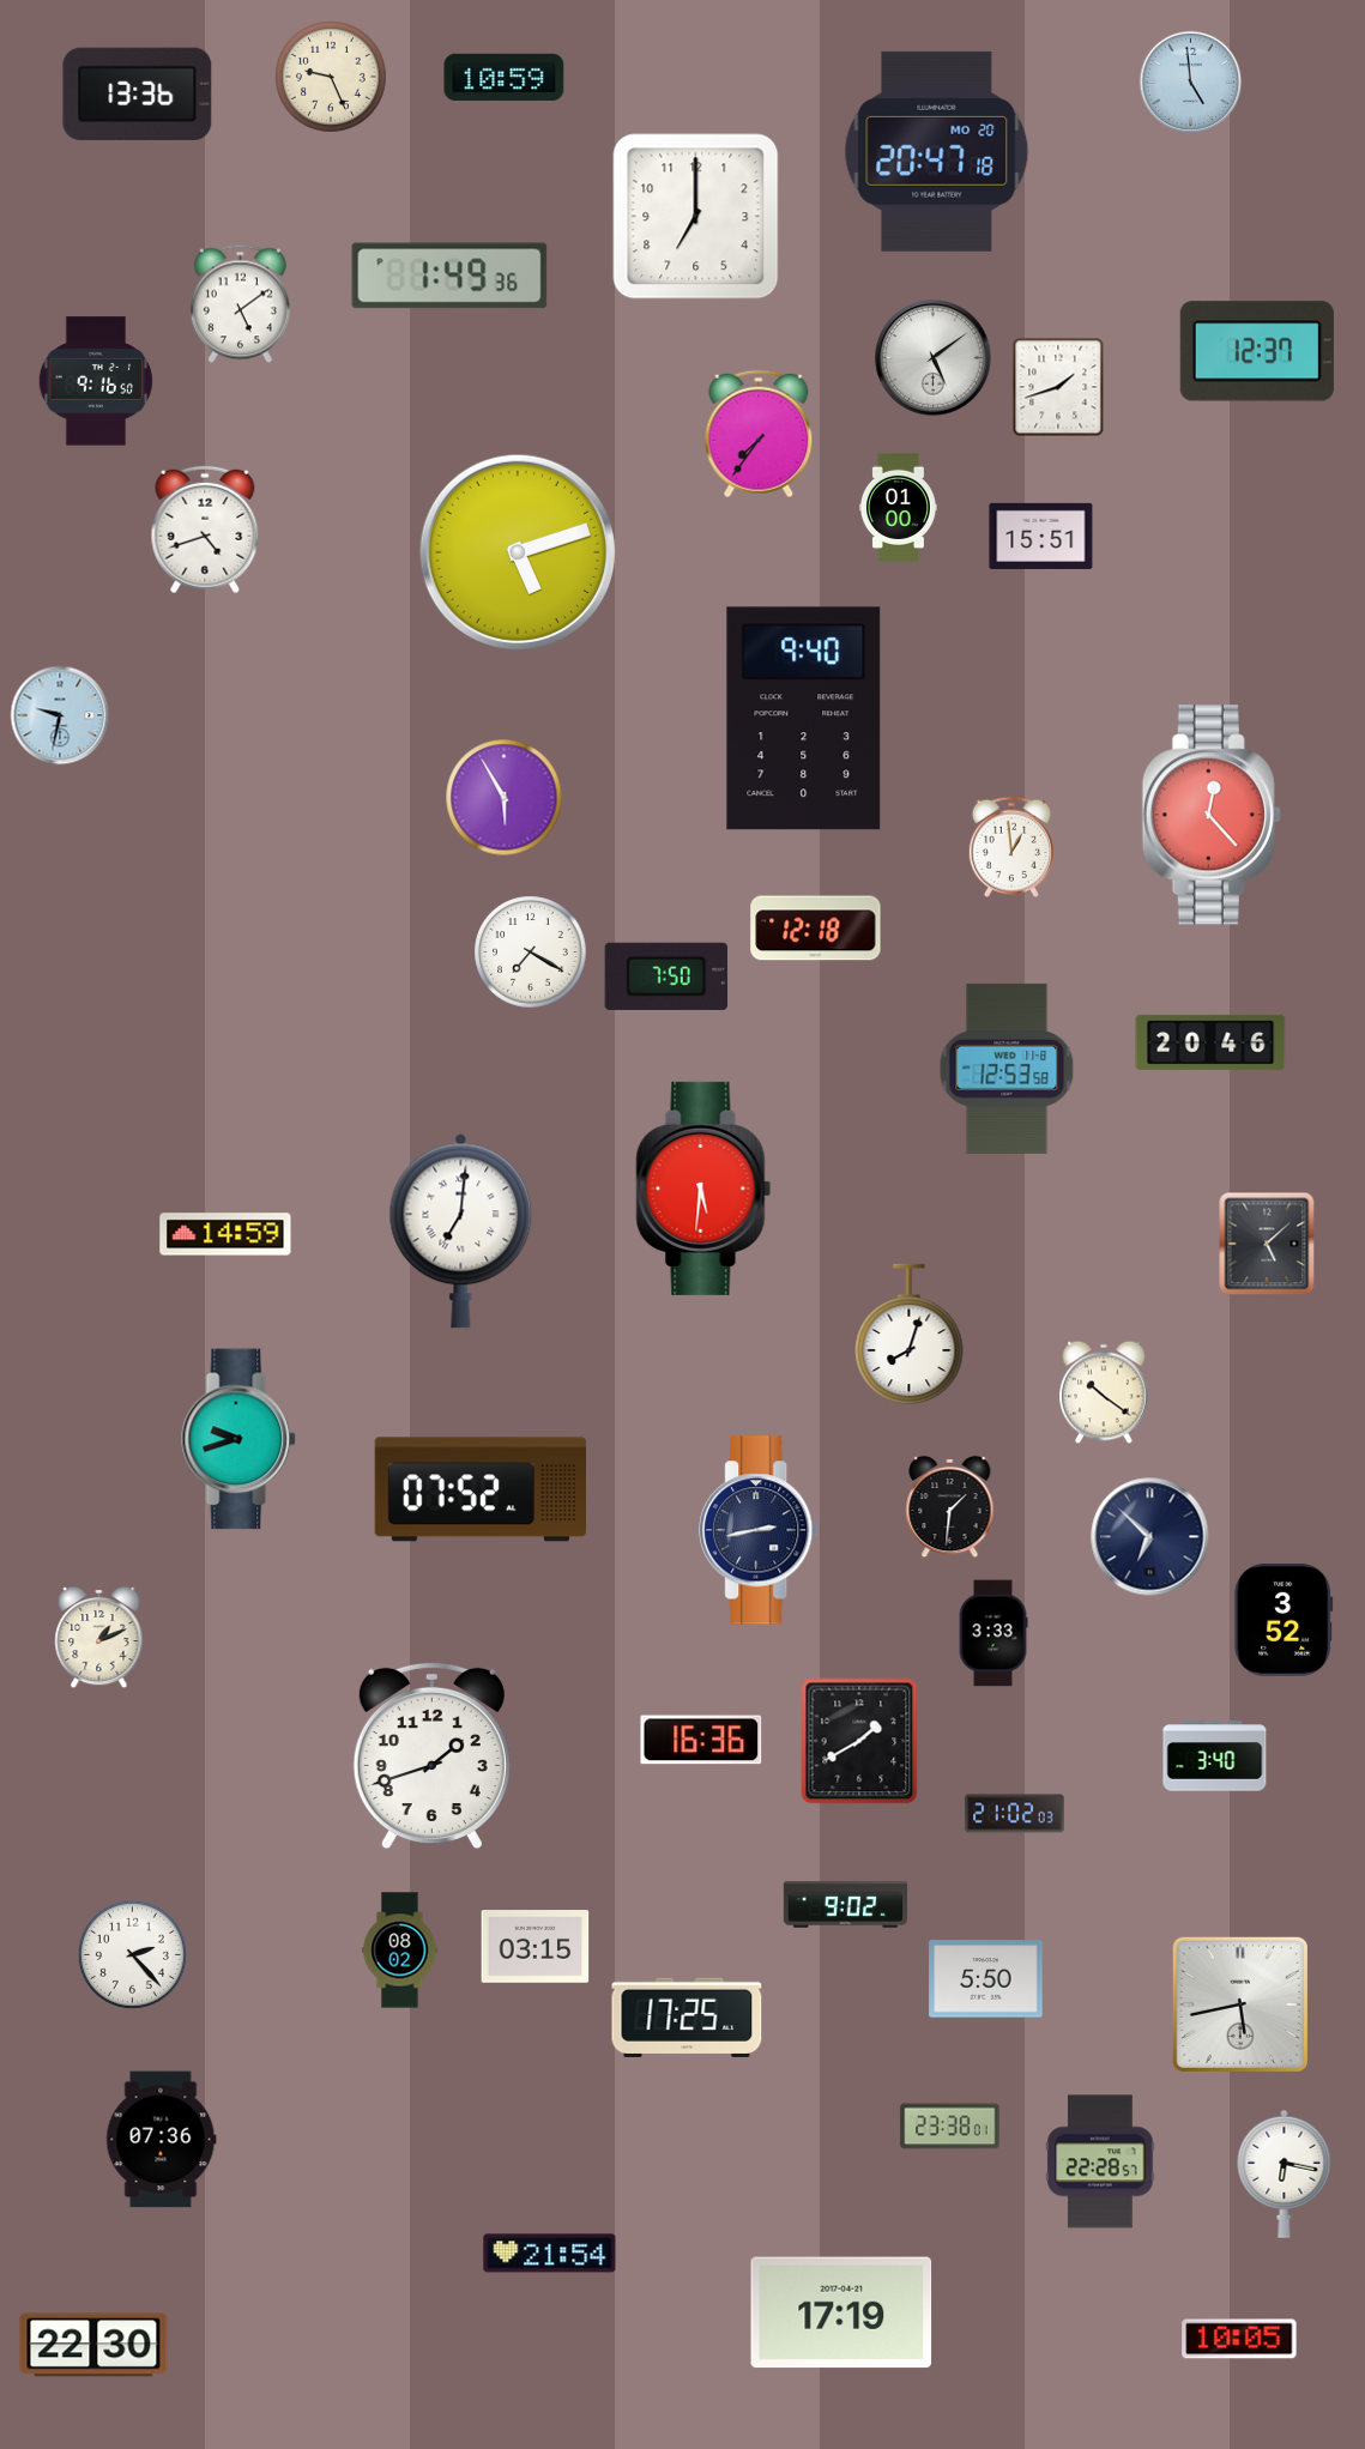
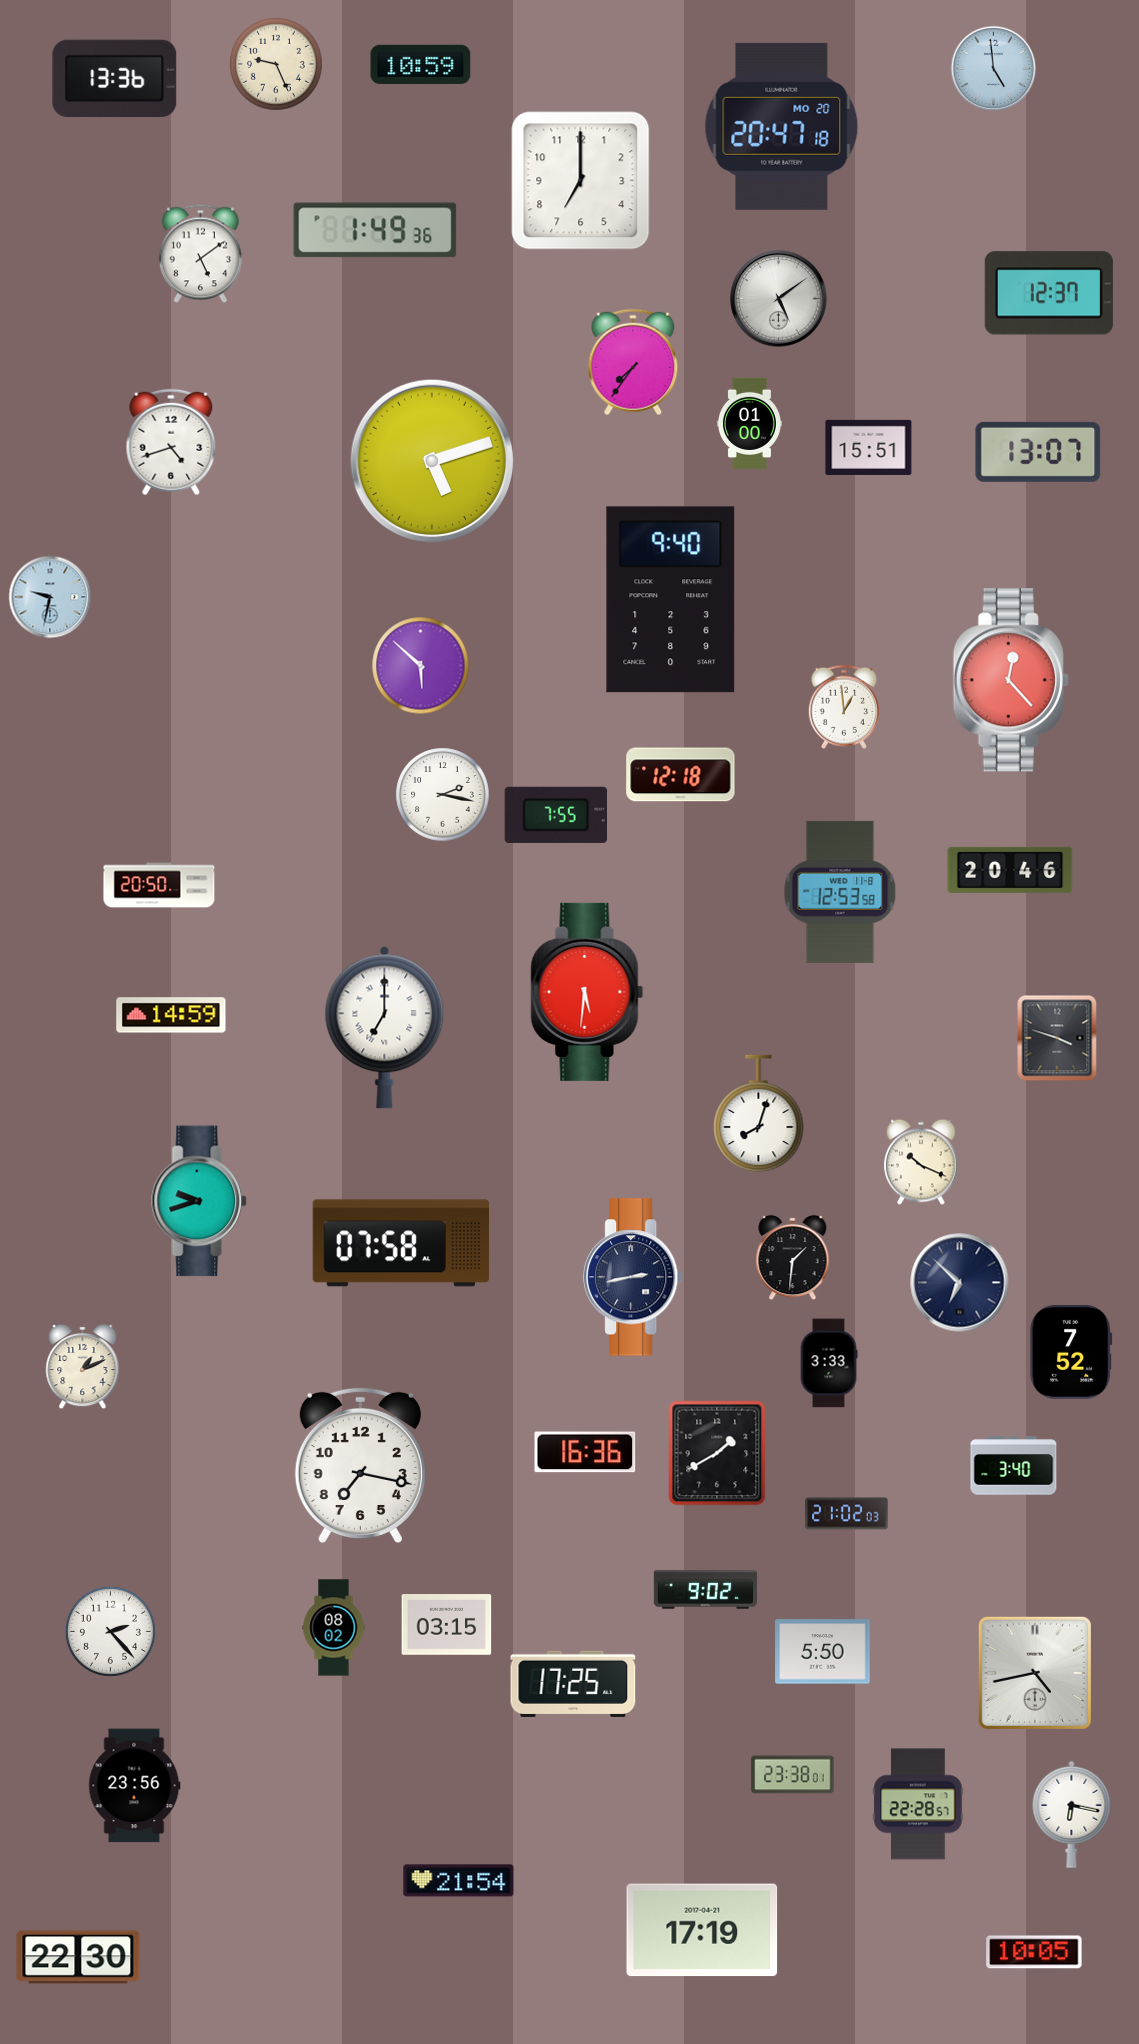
clock at (95, 381): 9:16 -> none
clock at (1058, 387): 1:42 -> none
clock at (1038, 452): none -> 13:07
clock at (505, 798): 5:55 -> 5:52
clock at (531, 953): 7:20 -> 2:17
clock at (665, 976): 7:50 -> 7:55
clock at (159, 885): none -> 20:50
clock at (461, 1230): 7:01 -> 7:00
clock at (225, 1234) position: (225, 1234) -> (171, 1015)
clock at (1267, 1244): 5:08 -> 3:48
clock at (1104, 1392): 10:21 -> 10:19
clock at (479, 1489): 07:52 -> 07:58
clock at (1284, 1620): 3:52 -> 7:52
clock at (431, 1756): 1:42 -> 7:17
clock at (1240, 2004): 5:43 -> 4:43
clock at (162, 2140): 07:36 -> 23:56
